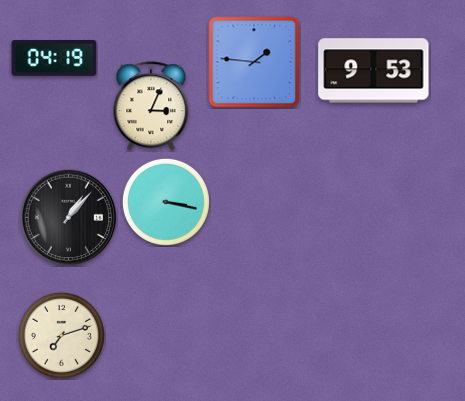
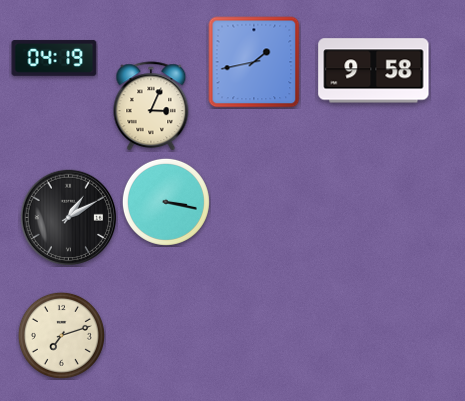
clock at (254, 62): 1:46 -> 1:43
clock at (374, 71): 9:53 -> 9:58
clock at (69, 218): 1:07 -> 1:10
